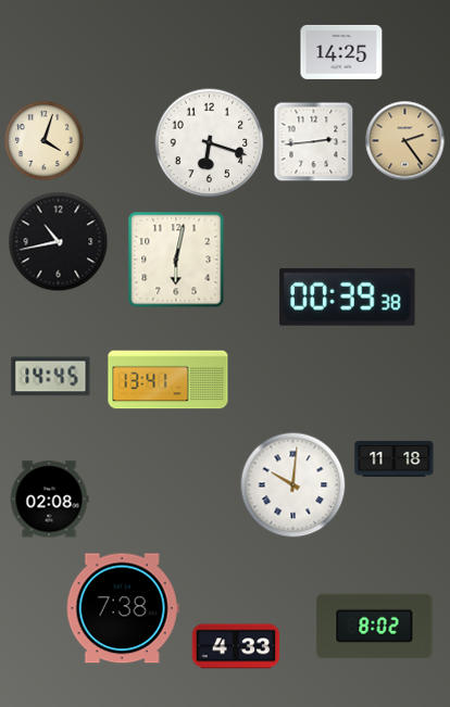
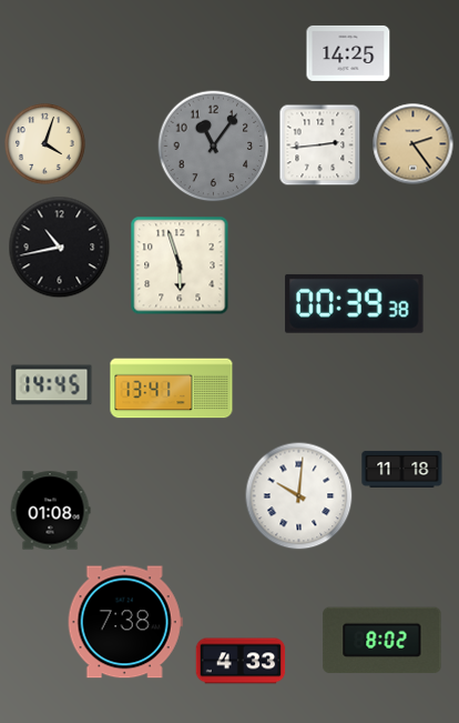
clock at (210, 143): 6:18 -> 11:06
clock at (210, 143) dial: white -> grey
clock at (176, 260): 6:02 -> 5:57
clock at (49, 500): 02:08 -> 01:08
